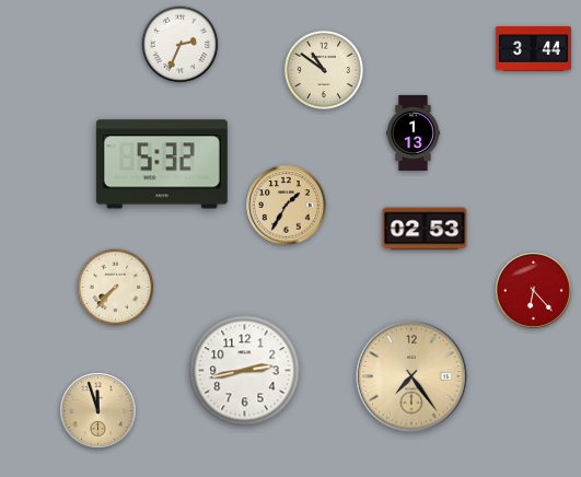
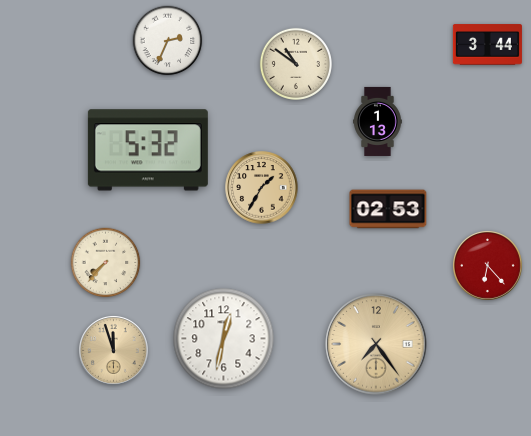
clock at (181, 45) position: (181, 45) -> (168, 41)
clock at (245, 371): 2:43 -> 12:32
clock at (97, 410) position: (97, 410) -> (113, 350)
